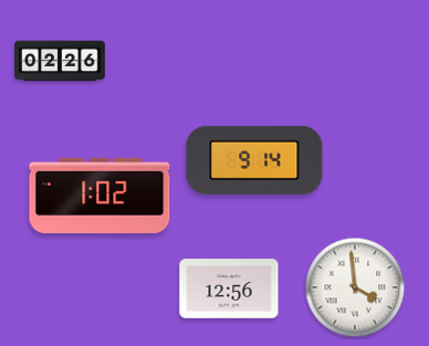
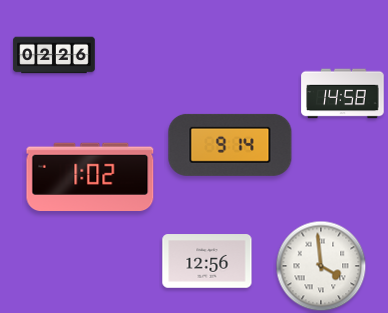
clock at (343, 94): none -> 14:58
clock at (355, 287) position: (355, 287) -> (321, 266)
